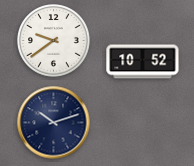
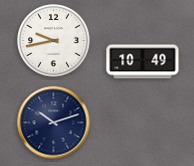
clock at (54, 41): 9:39 -> 9:43
clock at (143, 62): 10:52 -> 10:49
